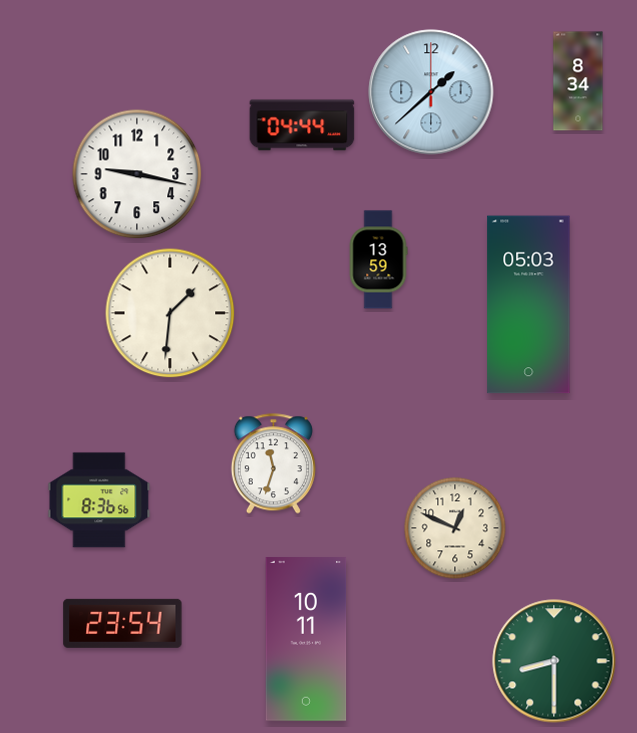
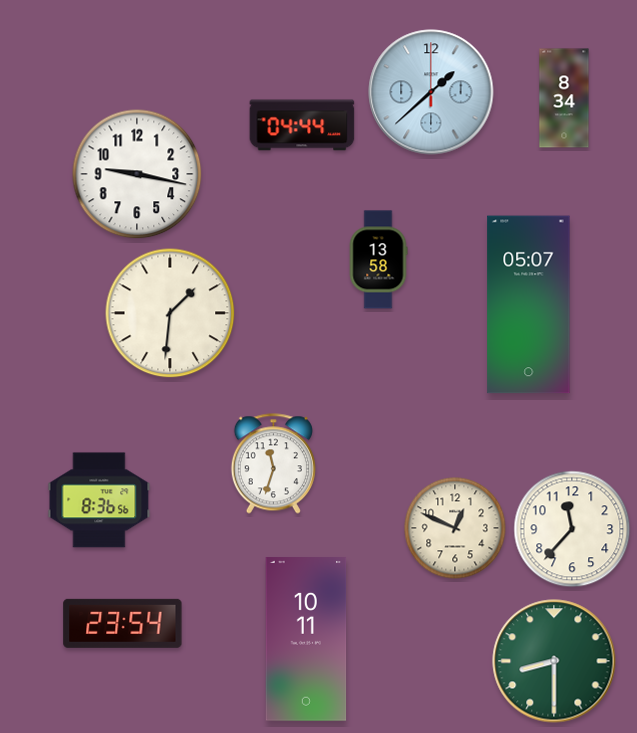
clock at (578, 81) position: (578, 81) -> (564, 98)
clock at (378, 260): 13:59 -> 13:58
clock at (529, 305): 05:03 -> 05:07
clock at (572, 529): none -> 11:37
